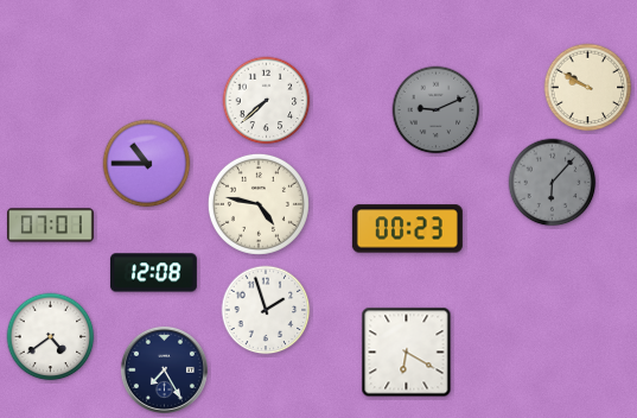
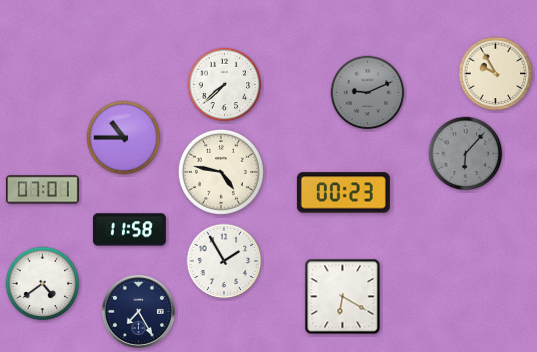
clock at (588, 88): 9:50 -> 9:55
clock at (259, 204) position: (259, 204) -> (221, 172)
clock at (153, 273): 12:08 -> 11:58
clock at (266, 310): 1:57 -> 1:55
